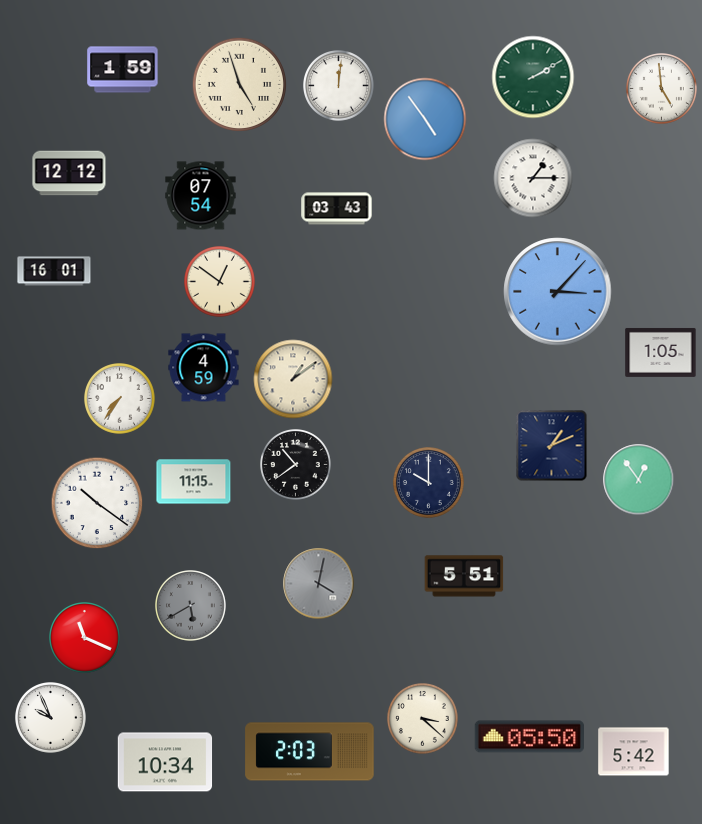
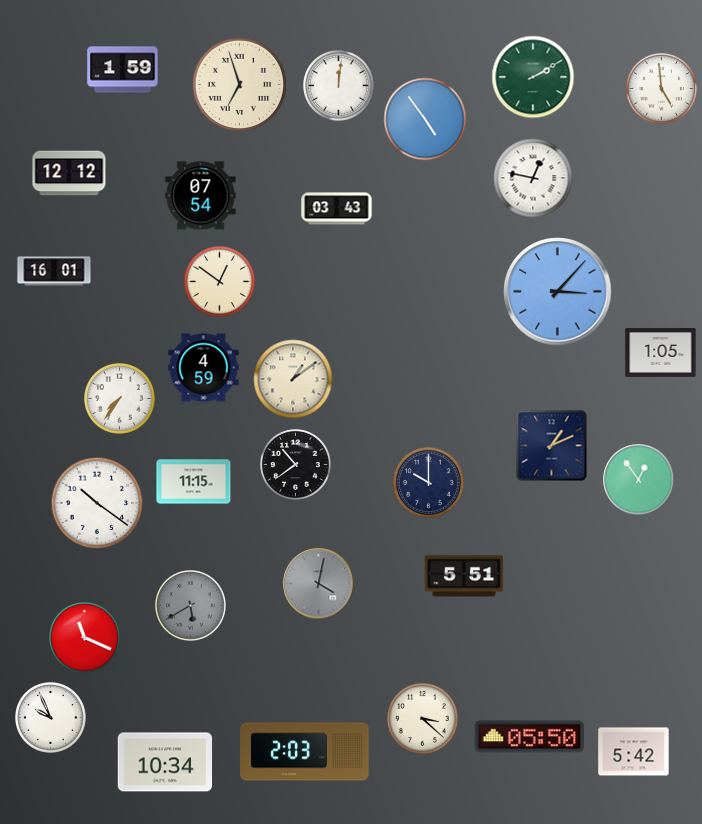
clock at (239, 84): 4:57 -> 6:57
clock at (533, 178): 1:15 -> 12:47
clock at (310, 752) position: (310, 752) -> (305, 752)
